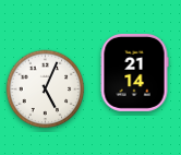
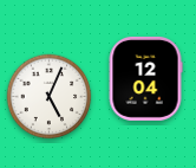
clock at (134, 72): 21:14 -> 12:04
